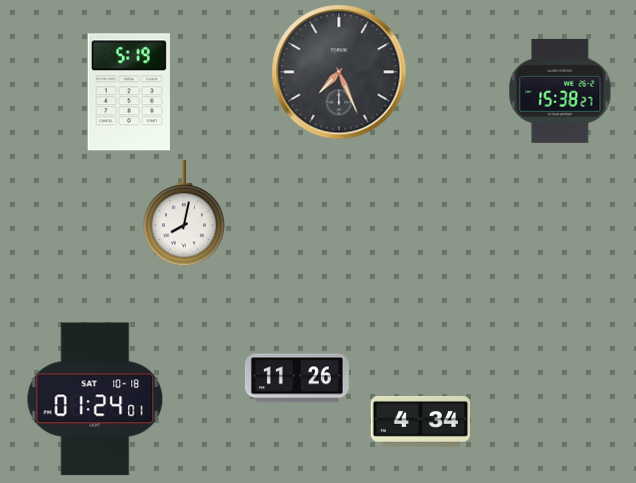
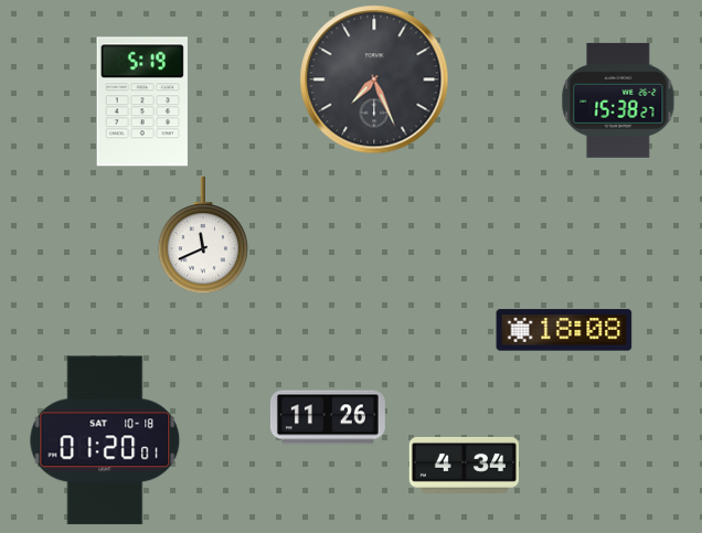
clock at (184, 214): 8:02 -> 11:41
clock at (564, 330): none -> 18:08
clock at (95, 399): 01:24 -> 01:20
